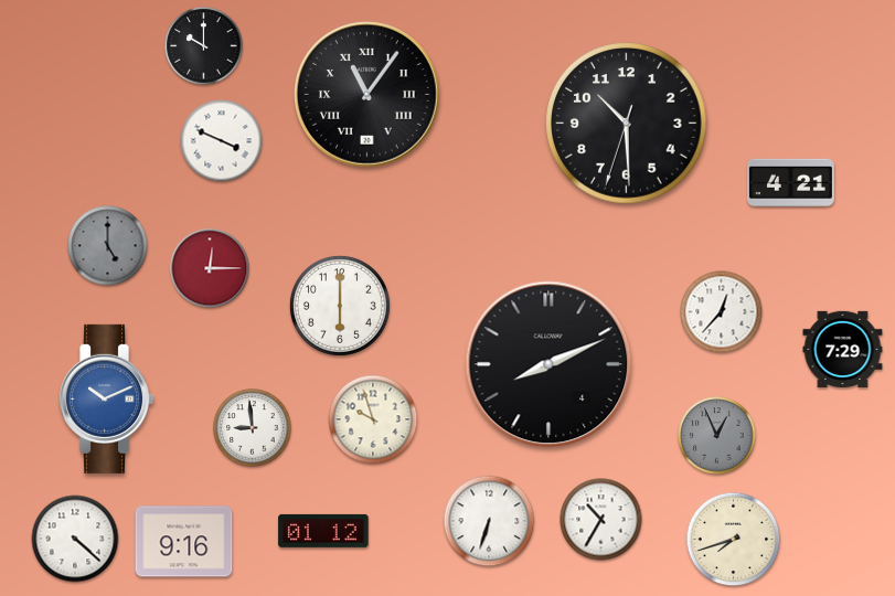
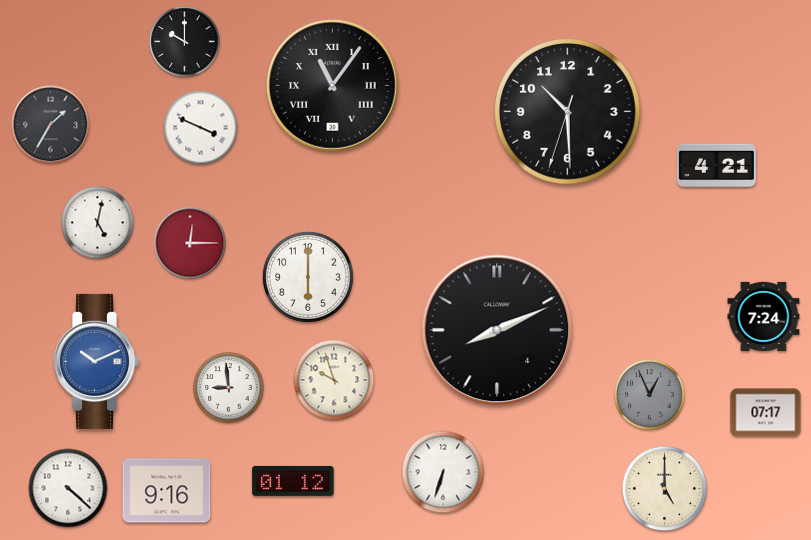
clock at (51, 125): none -> 1:35
clock at (108, 246): 5:00 -> 5:02
clock at (108, 246) dial: grey -> white
clock at (722, 312): 12:37 -> none
clock at (843, 349): 7:29 -> 7:24
clock at (373, 419) position: (373, 419) -> (334, 380)
clock at (766, 413): none -> 07:17
clock at (601, 520): 10:35 -> none
clock at (734, 540): 7:42 -> 5:00
